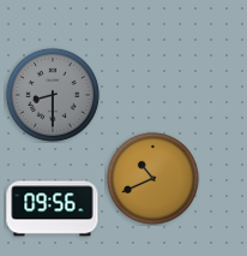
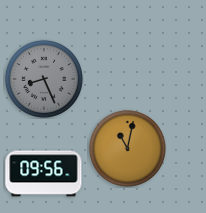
clock at (53, 95): 8:30 -> 8:26
clock at (152, 178): 10:41 -> 11:02
